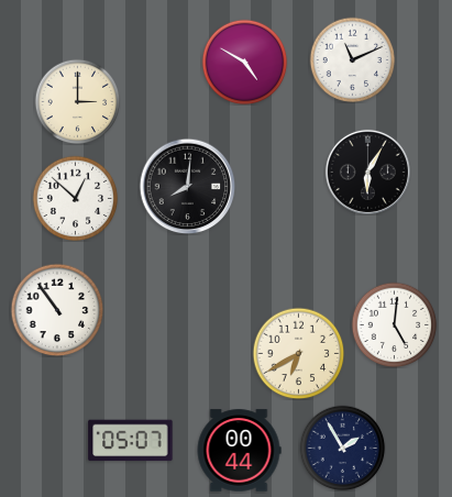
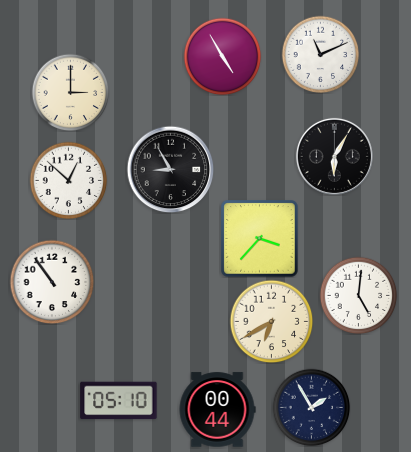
clock at (244, 62): 4:50 -> 4:55
clock at (187, 186): 8:01 -> 8:55
clock at (260, 239): none -> 3:37
clock at (131, 441): 05:07 -> 05:10
